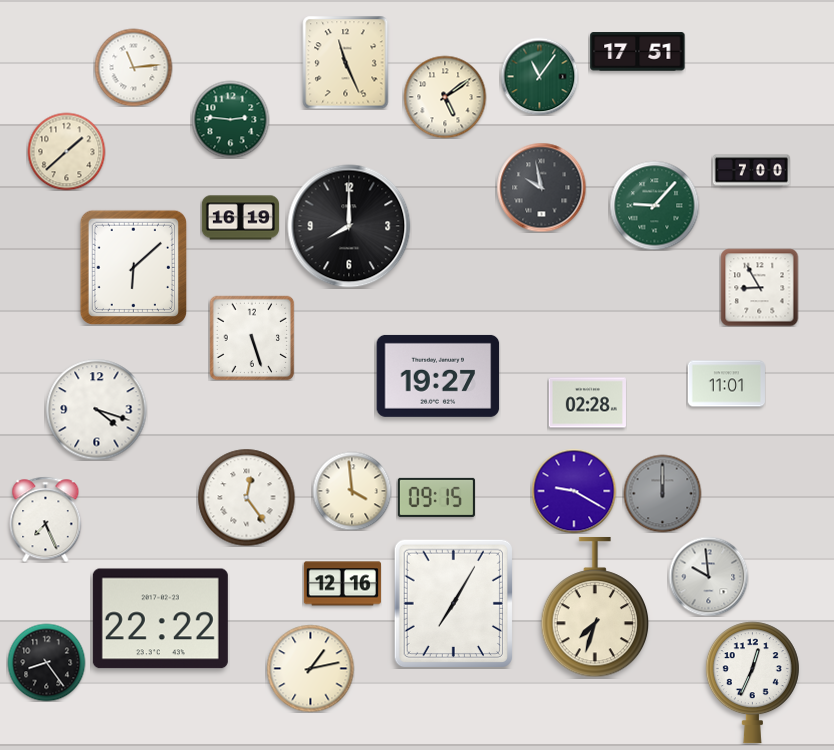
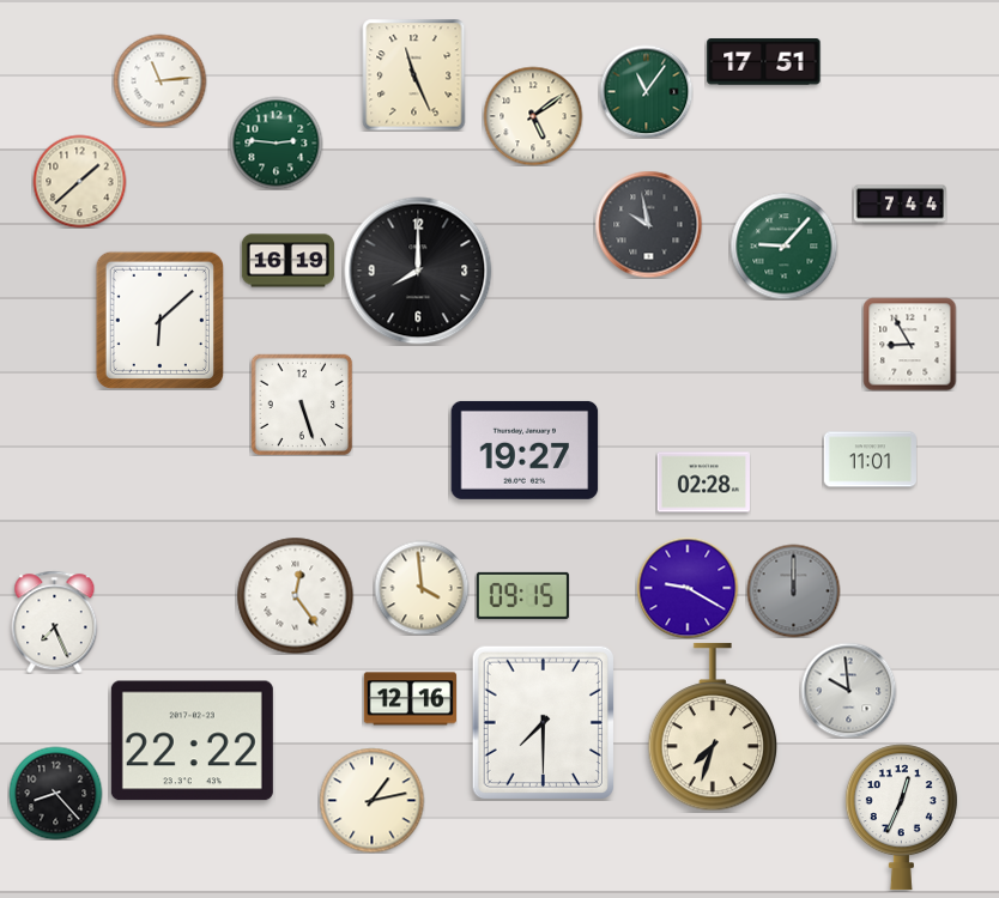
clock at (751, 171): 7:00 -> 7:44
clock at (97, 410): 4:18 -> none
clock at (453, 603): 7:05 -> 7:30
clock at (46, 662): 8:24 -> 8:23
